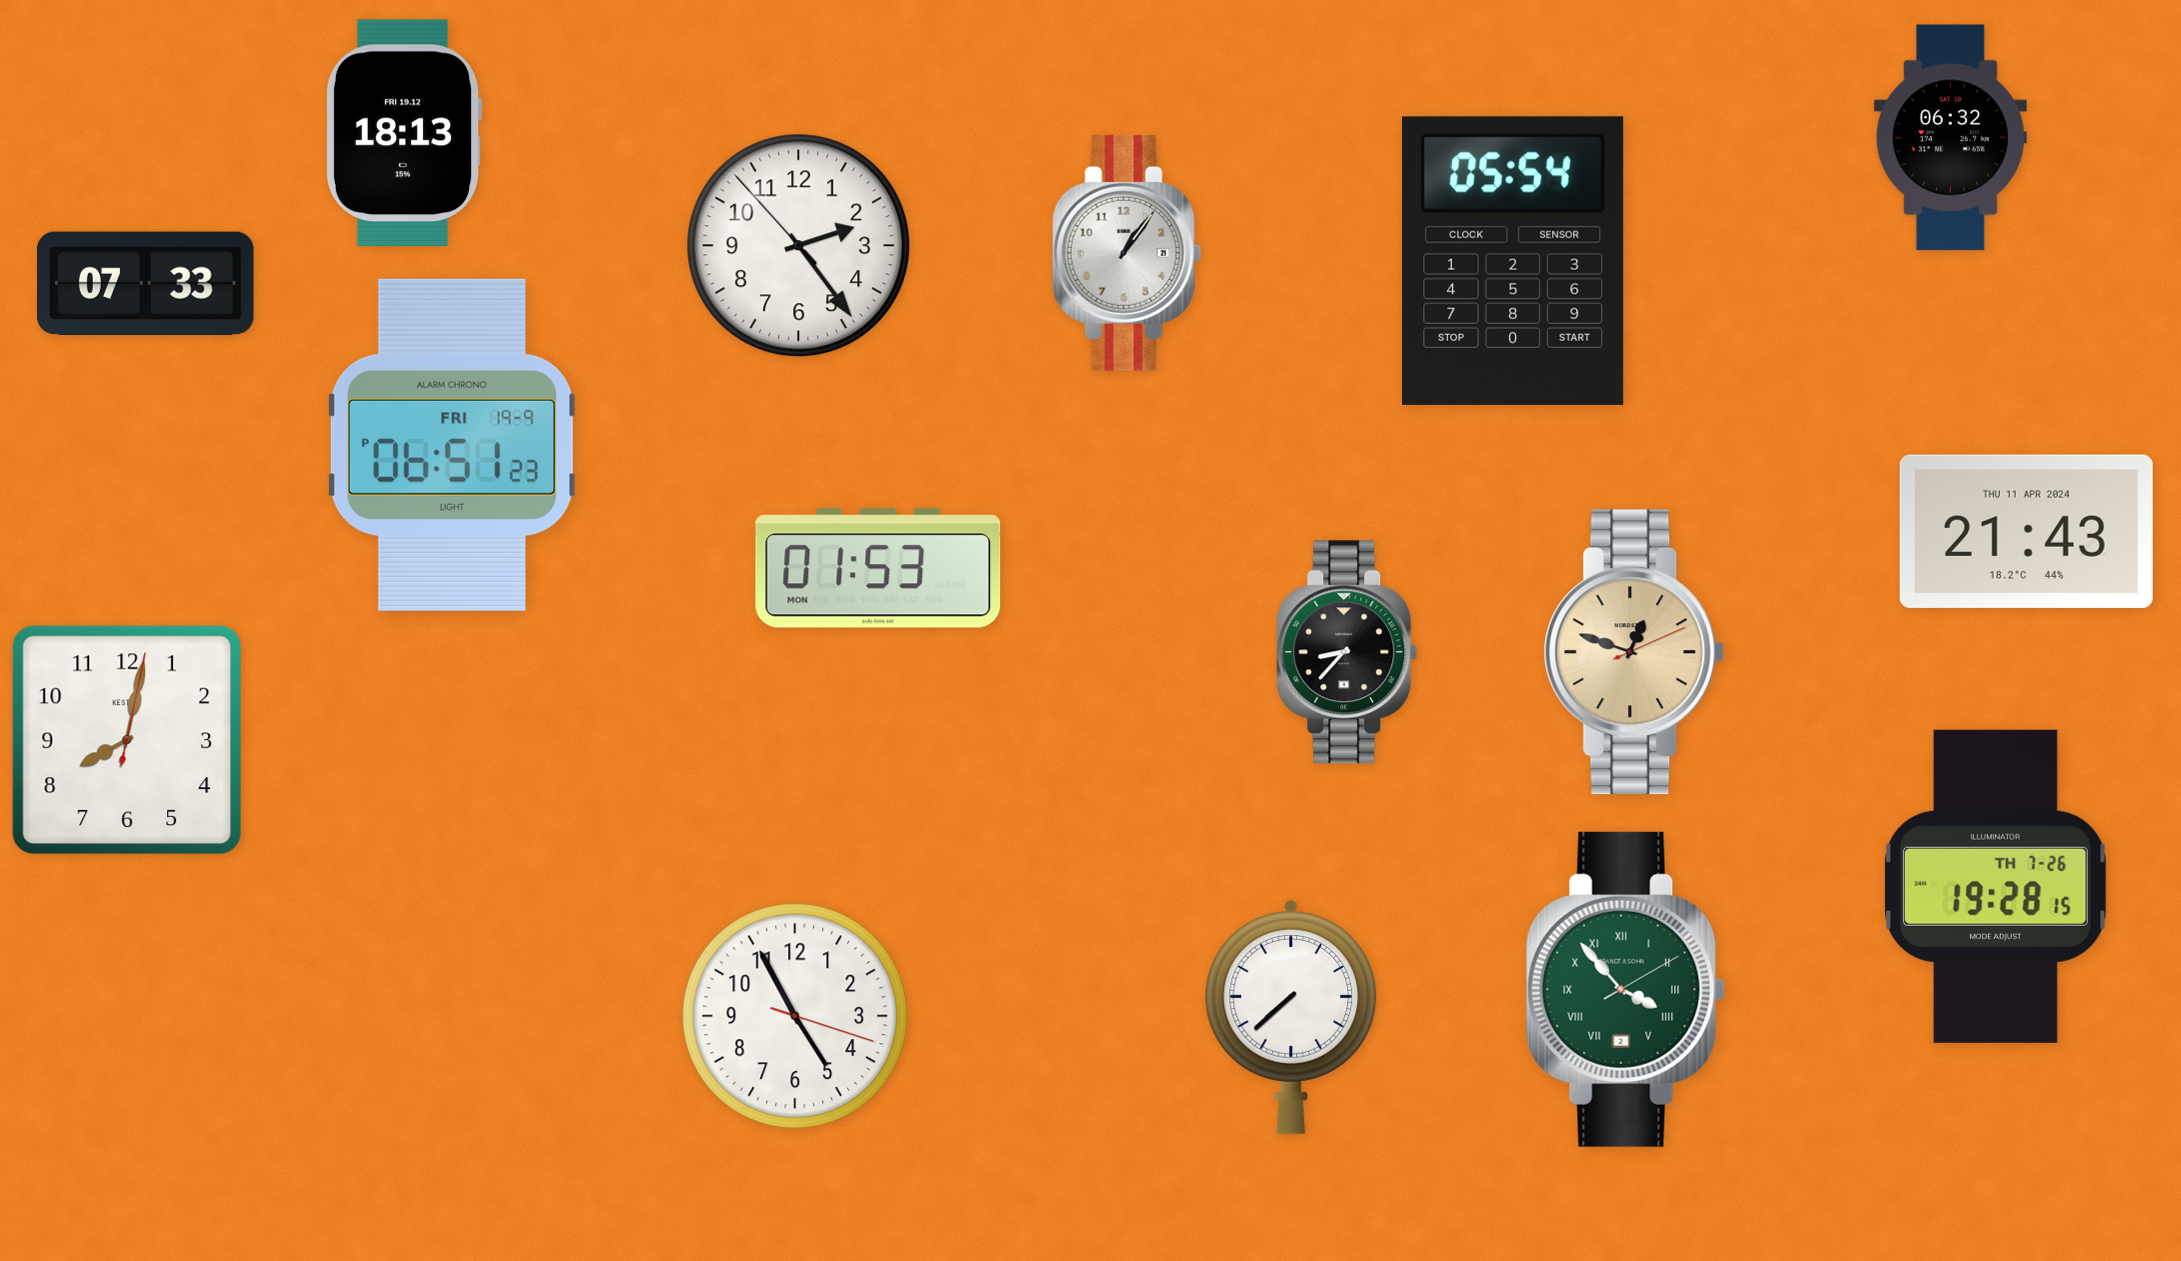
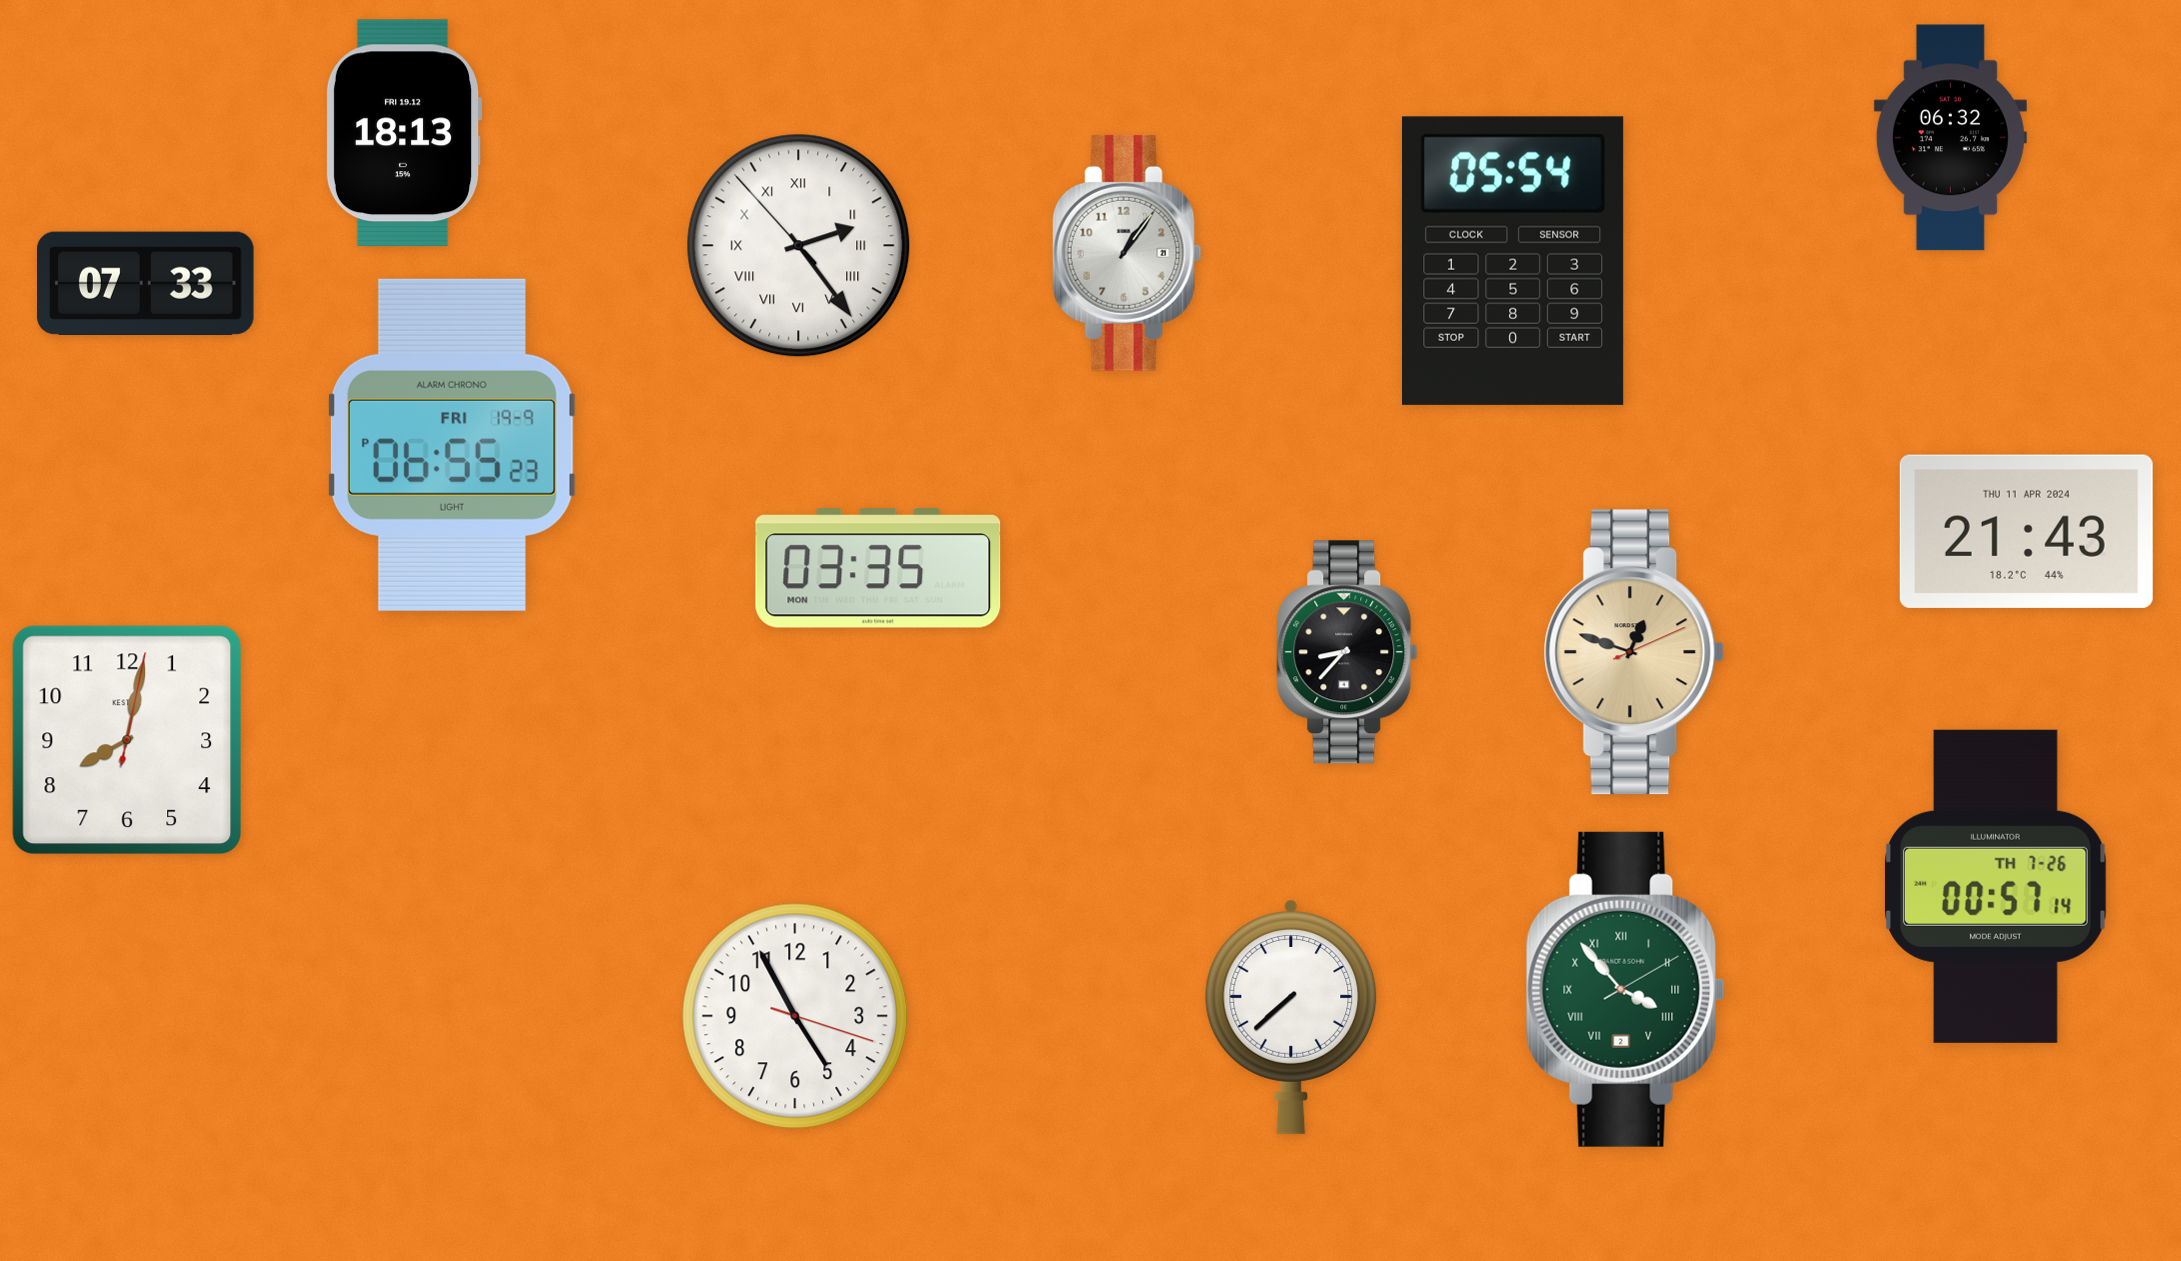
clock at (799, 246) numerals: Arabic -> Roman
clock at (452, 445): 06:51 -> 06:55
clock at (878, 568): 01:53 -> 03:35
clock at (1995, 886): 19:28 -> 00:57
